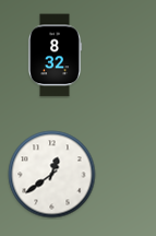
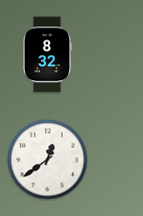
clock at (55, 56) position: (55, 56) -> (47, 55)
